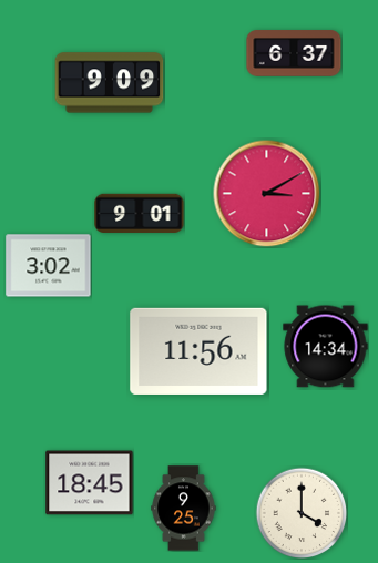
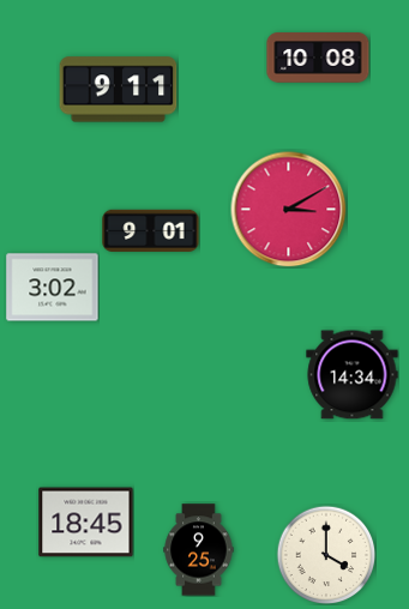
clock at (294, 53): 6:37 -> 10:08
clock at (110, 83): 9:09 -> 9:11
clock at (198, 351): 11:56 -> none
clock at (90, 483) position: (90, 483) -> (86, 523)
